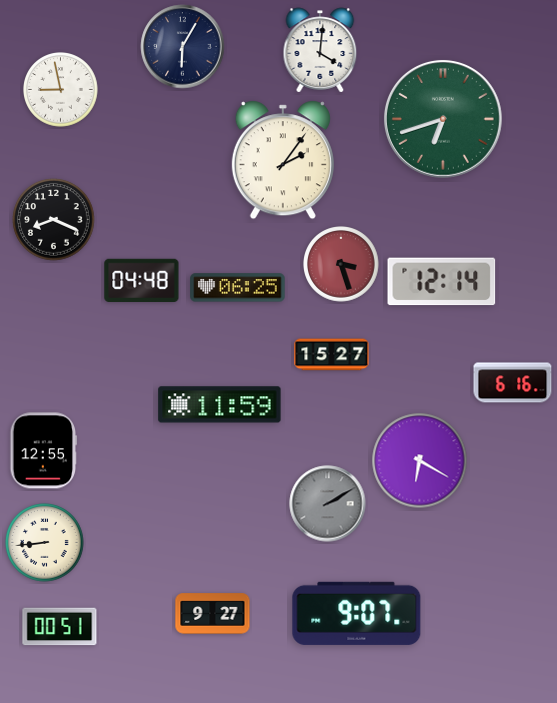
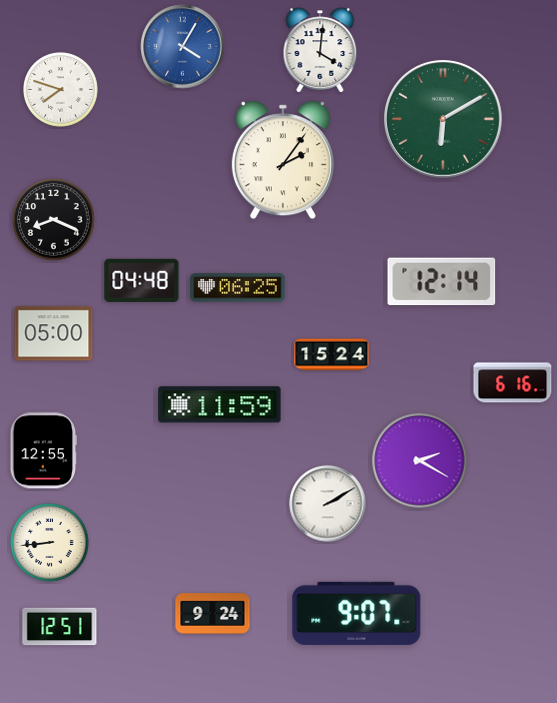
clock at (183, 47): 6:05 -> 4:05
clock at (183, 47) dial: navy -> blue
clock at (61, 90): 8:58 -> 7:48
clock at (443, 119): 6:42 -> 6:10
clock at (341, 264): 3:27 -> none
clock at (54, 334): none -> 05:00
clock at (332, 355): 15:27 -> 15:24
clock at (420, 461): 6:20 -> 2:20
clock at (328, 504) dial: grey -> white
clock at (45, 543) position: (45, 543) -> (50, 543)
clock at (213, 614): 9:27 -> 9:24
clock at (60, 627): 00:51 -> 12:51
